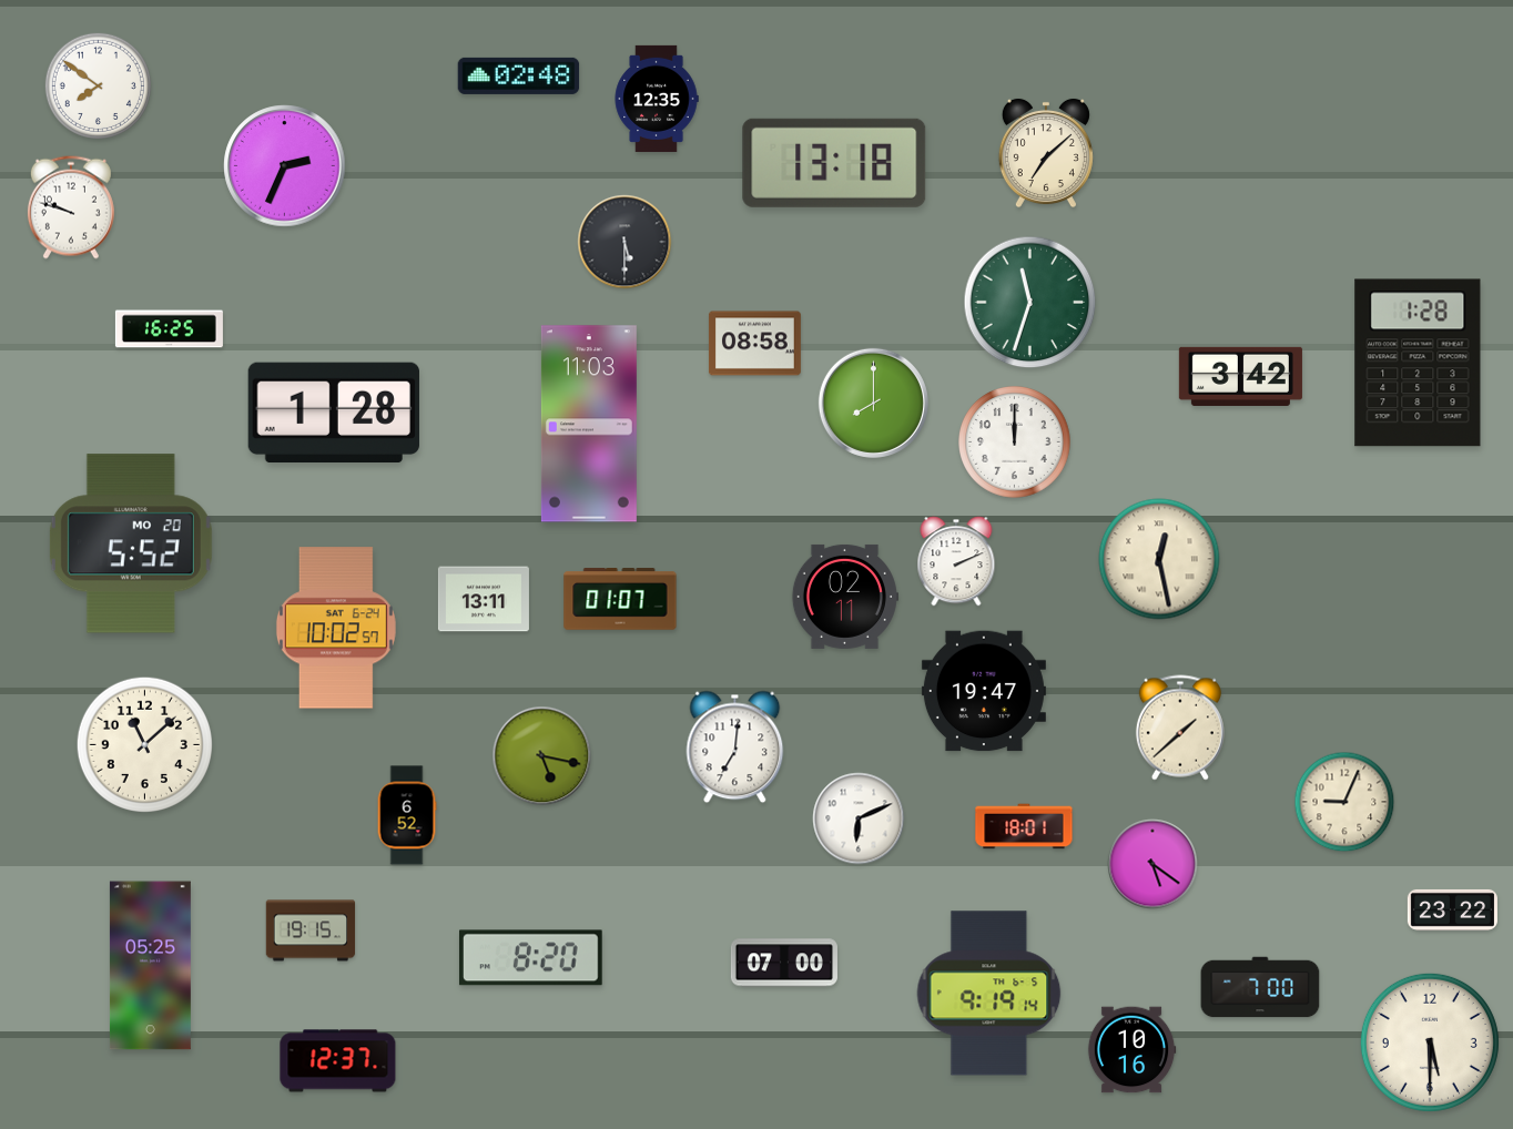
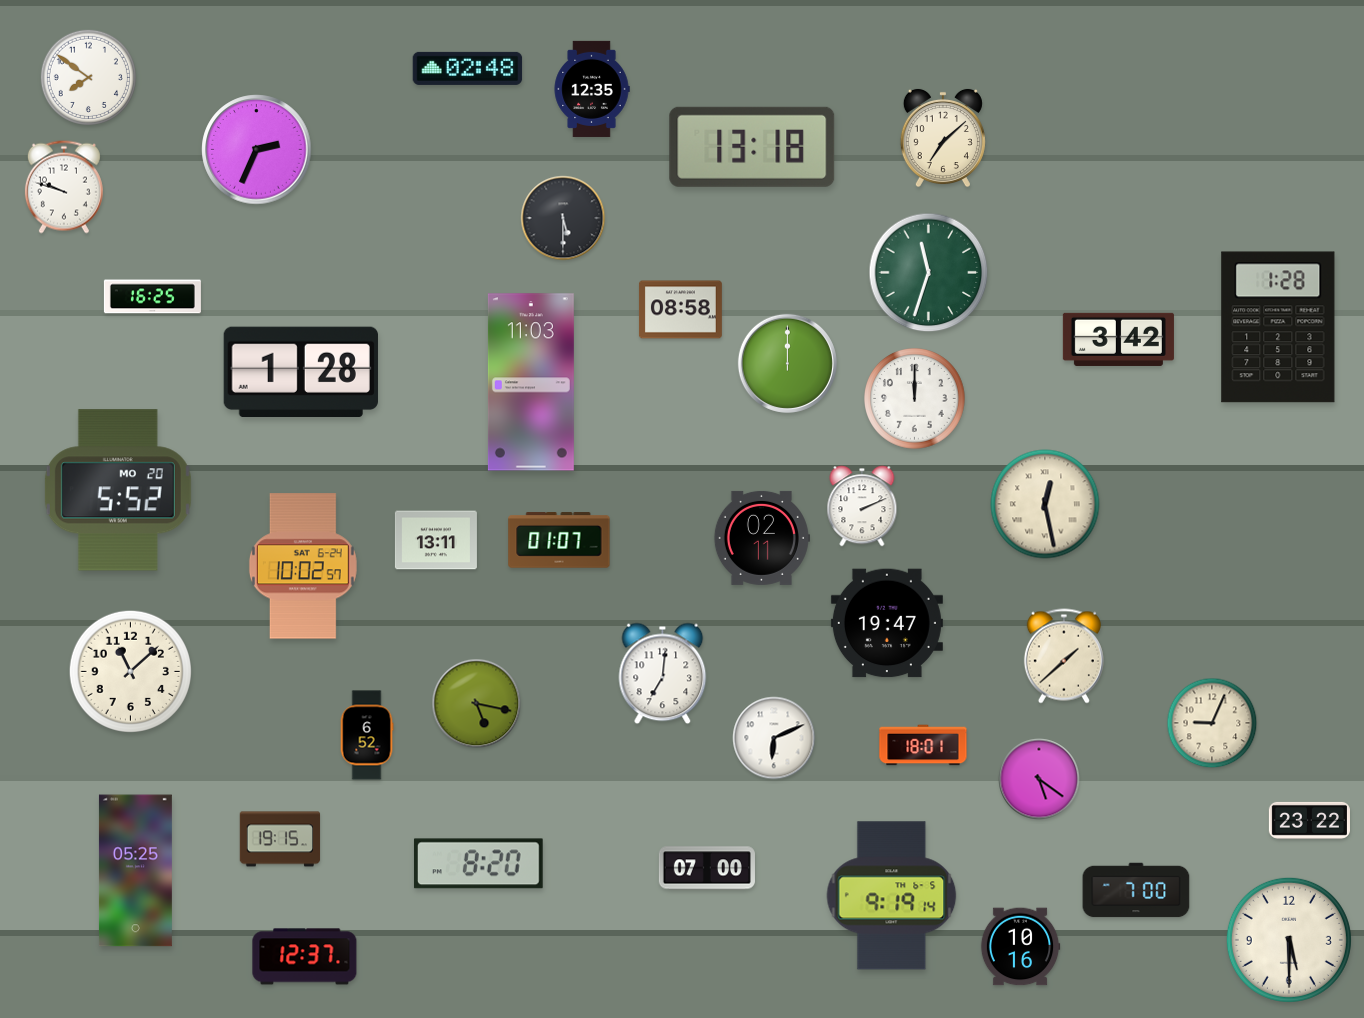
clock at (873, 403): 8:00 -> 12:00
clock at (542, 756) position: (542, 756) -> (477, 704)
